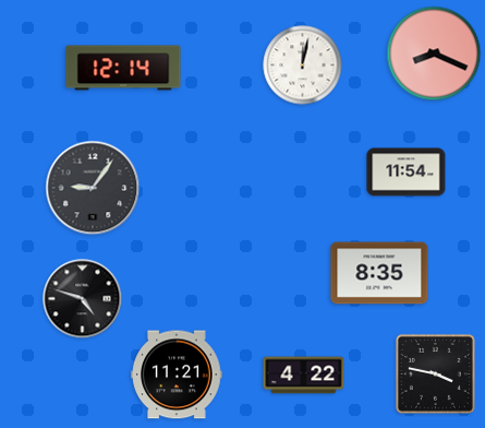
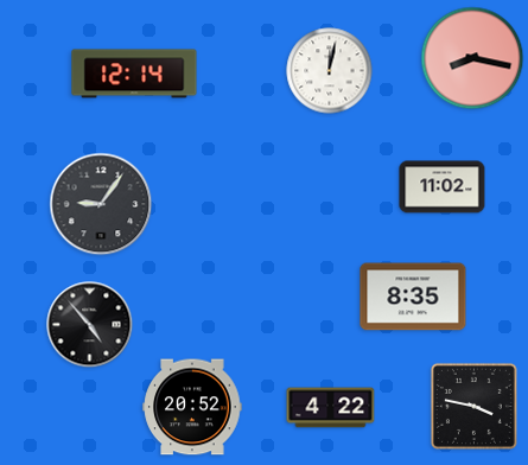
clock at (434, 53): 8:19 -> 8:17
clock at (407, 173): 11:54 -> 11:02
clock at (83, 299): 4:48 -> 4:53
clock at (177, 374): 11:21 -> 20:52
